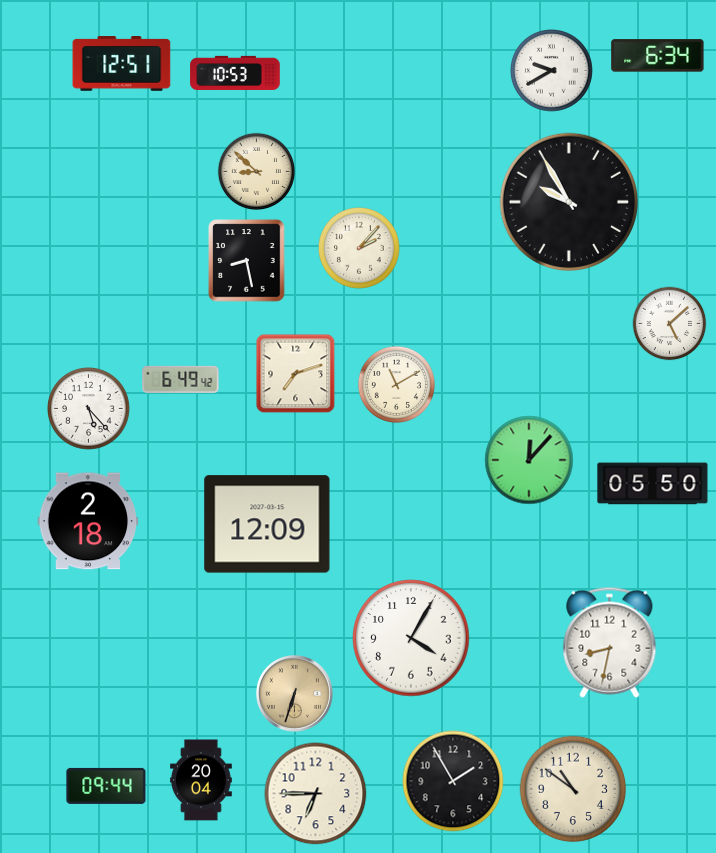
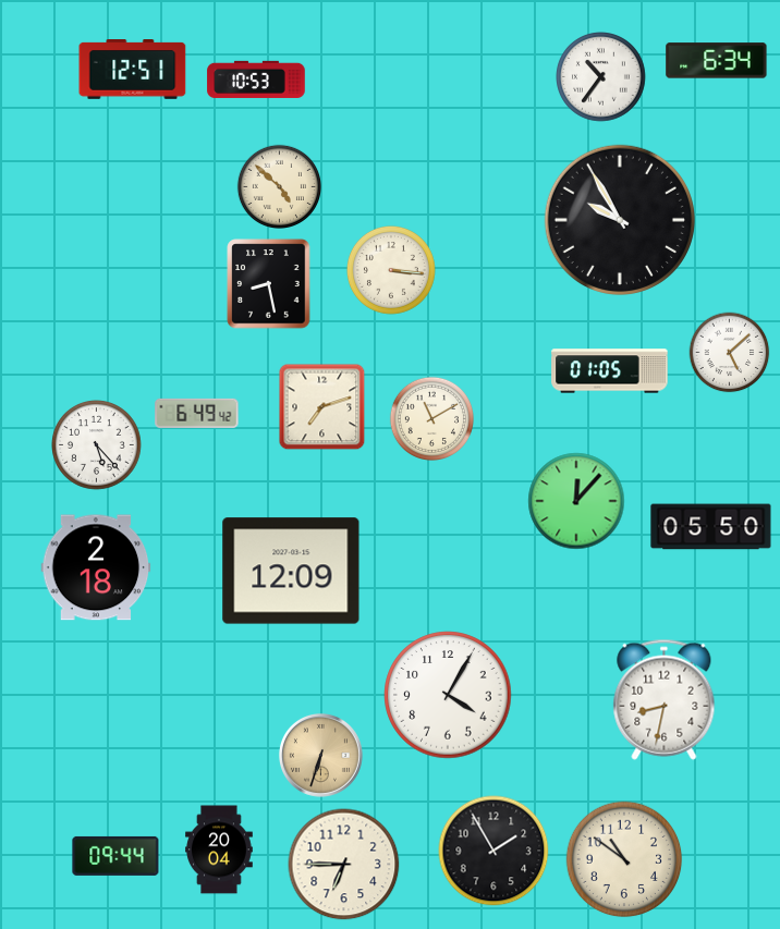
clock at (552, 71): 9:40 -> 10:36
clock at (256, 171): 8:52 -> 4:52
clock at (359, 248): 2:07 -> 3:16
clock at (610, 371): none -> 01:05
